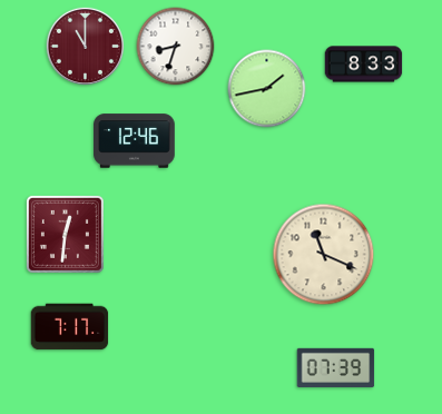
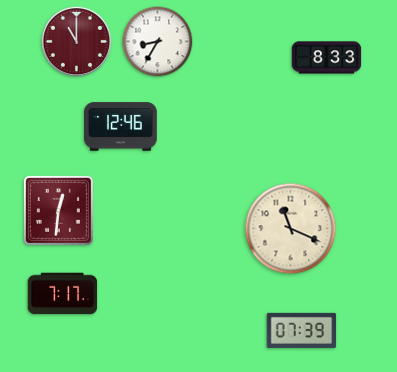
clock at (176, 47): 8:33 -> 8:35
clock at (267, 89): 1:43 -> none
